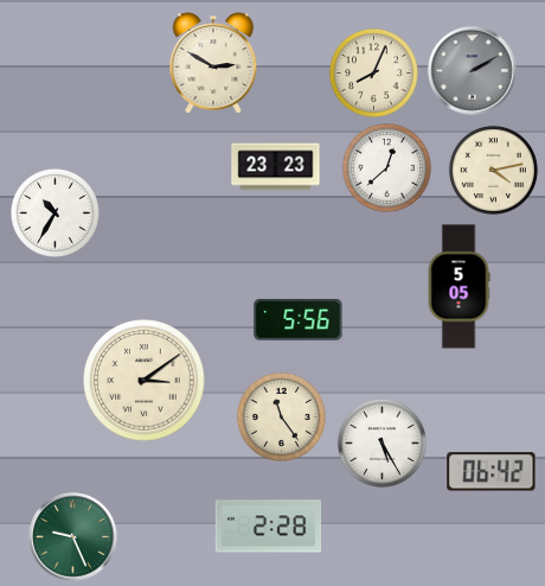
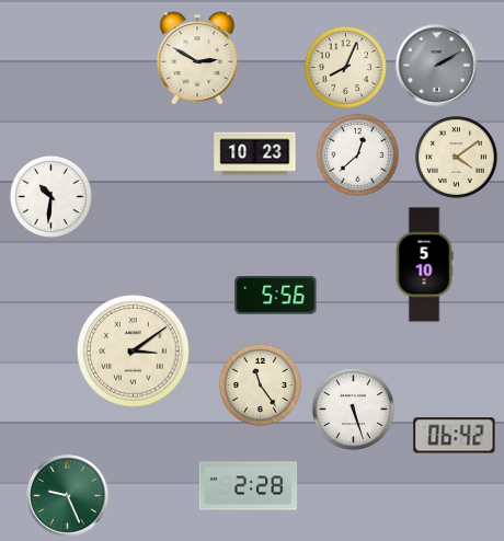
clock at (276, 167): 23:23 -> 10:23
clock at (493, 170): 4:13 -> 4:09
clock at (54, 212): 10:35 -> 10:31
clock at (459, 287): 5:05 -> 5:10
clock at (381, 442): 5:25 -> 5:27
